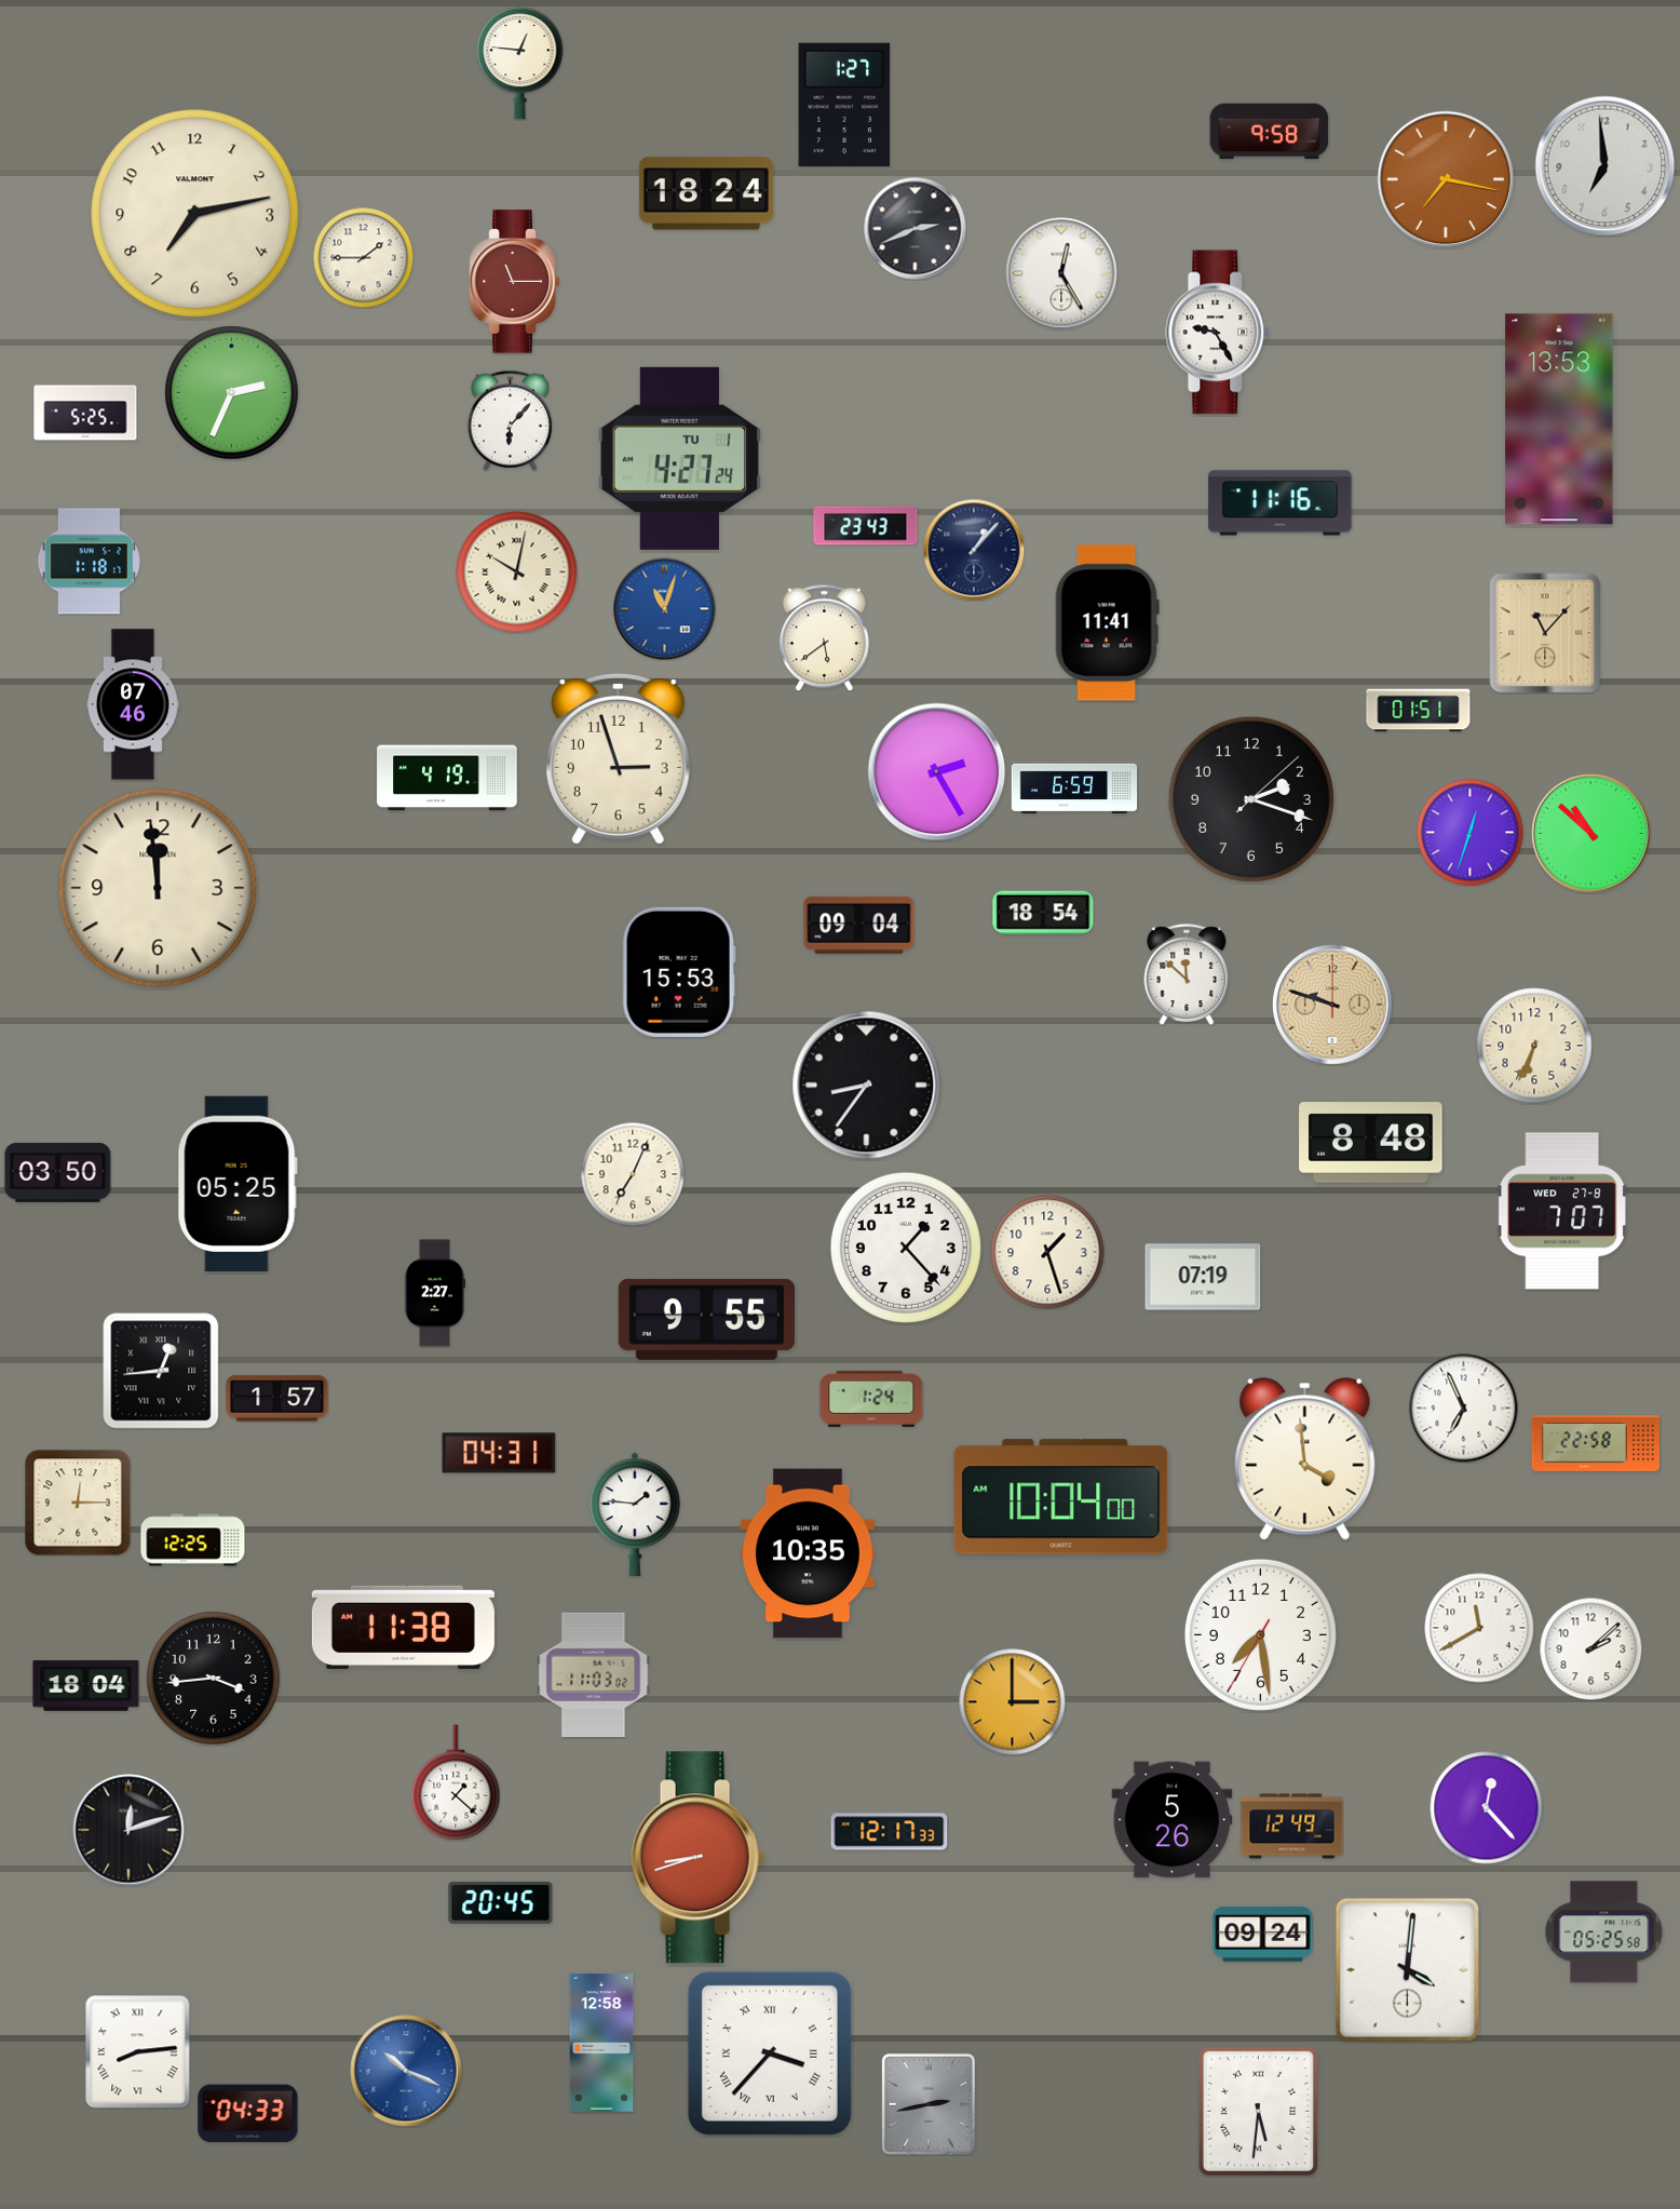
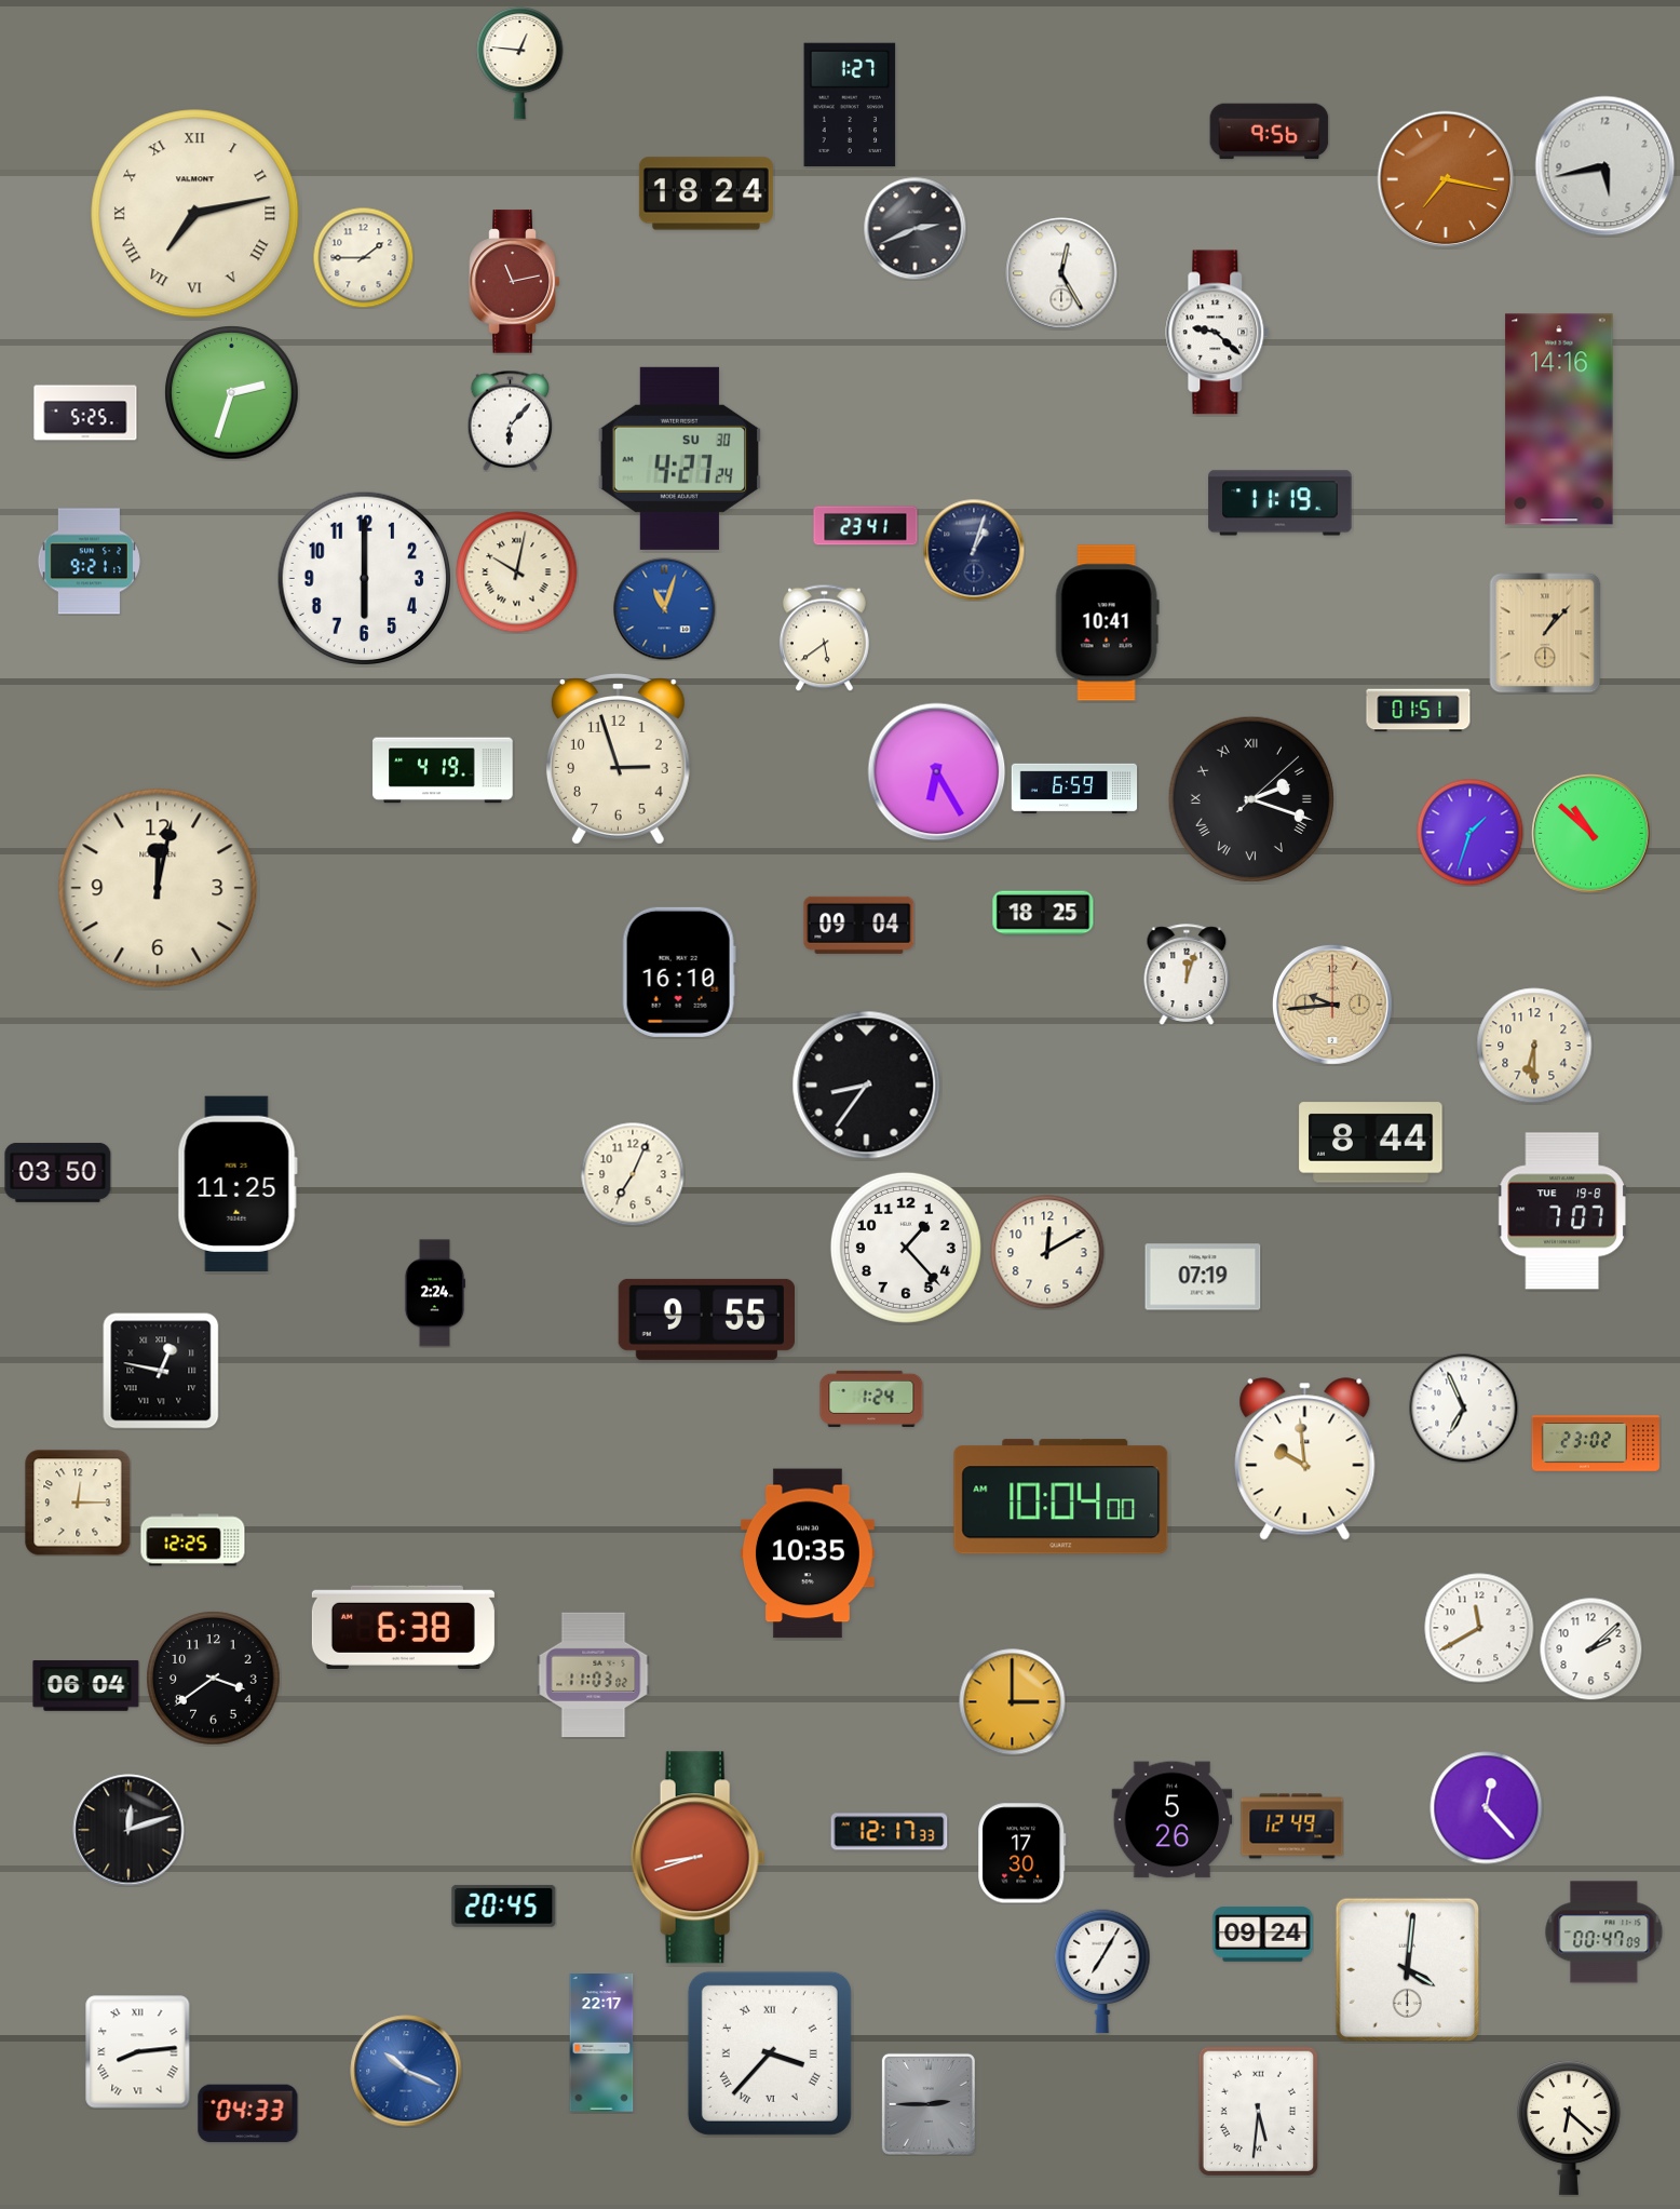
clock at (844, 104) position: (844, 104) -> (850, 104)
clock at (1270, 132): 9:58 -> 9:56
clock at (1606, 166): 6:59 -> 5:43
clock at (195, 214) numerals: Arabic -> Roman
clock at (515, 282): 11:15 -> 11:13
clock at (1218, 333): 9:25 -> 9:22
clock at (232, 393): 2:34 -> 2:33
clock at (1559, 419): 13:53 -> 14:16
clock at (679, 458) date: TU 1 -> SU 30
clock at (1281, 503): 11:16 -> 11:19
clock at (866, 526): 23:43 -> 23:41
clock at (974, 550): 1:07 -> 1:03
clock at (89, 562): 1:18 -> 9:21
clock at (364, 578): none -> 6:00
clock at (1107, 623): 11:41 -> 10:41
clock at (1545, 633): 11:07 -> 1:07
clock at (133, 704): 07:46 -> none
clock at (937, 772): 2:25 -> 6:25
clock at (447, 778) position: (447, 778) -> (443, 770)
clock at (1251, 799) numerals: Arabic -> Roman
clock at (1471, 833): 12:33 -> 1:33
clock at (158, 888): 11:59 -> 12:02
clock at (1043, 913): 18:54 -> 18:25
clock at (679, 972): 15:53 -> 16:10
clock at (1187, 974): 11:52 -> 12:03
clock at (1332, 1005): 9:48 -> 9:44
clock at (1534, 1046): 6:34 -> 6:30
clock at (1371, 1143): 8:48 -> 8:44
clock at (238, 1183): 05:25 -> 11:25
clock at (1562, 1211) date: WED 27-8 -> TUE 19-8
clock at (1047, 1252): 1:27 -> 12:10
clock at (434, 1293): 2:27 -> 2:24
clock at (161, 1371): 12:44 -> 12:47
clock at (277, 1399): 1:57 -> none
clock at (1595, 1443): 22:58 -> 23:02
clock at (499, 1453): 04:31 -> none
clock at (1305, 1459): 3:59 -> 9:59
clock at (636, 1514): 1:46 -> none
clock at (403, 1627): 11:38 -> 6:38
clock at (1260, 1634): 7:28 -> none
clock at (214, 1679): 3:44 -> 3:39
clock at (86, 1686): 18:04 -> 06:04
clock at (456, 1782): 1:22 -> none
clock at (1022, 1854): none -> 17:30
clock at (501, 1902) position: (501, 1902) -> (504, 1905)
clock at (1604, 1932): 05:25 -> 00:47
clock at (1102, 1971): none -> 7:05
clock at (601, 2043): 12:58 -> 22:17
clock at (929, 2104): 2:43 -> 2:45
clock at (1570, 2128): none -> 6:22
